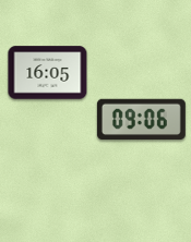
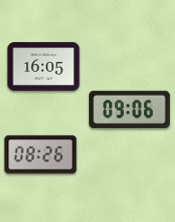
clock at (41, 155): none -> 08:26
